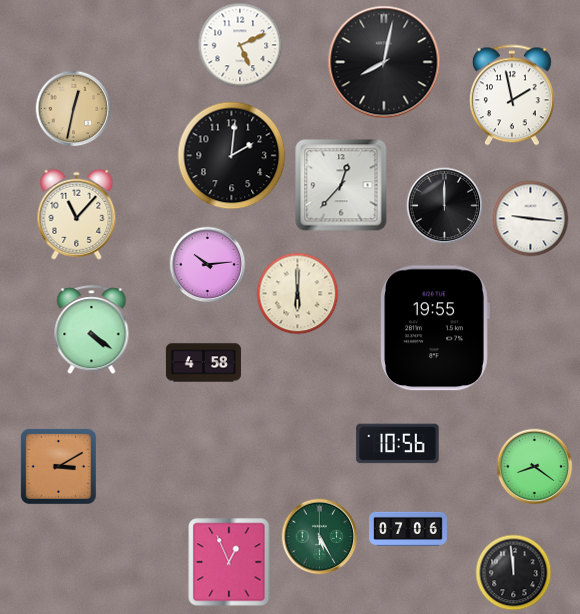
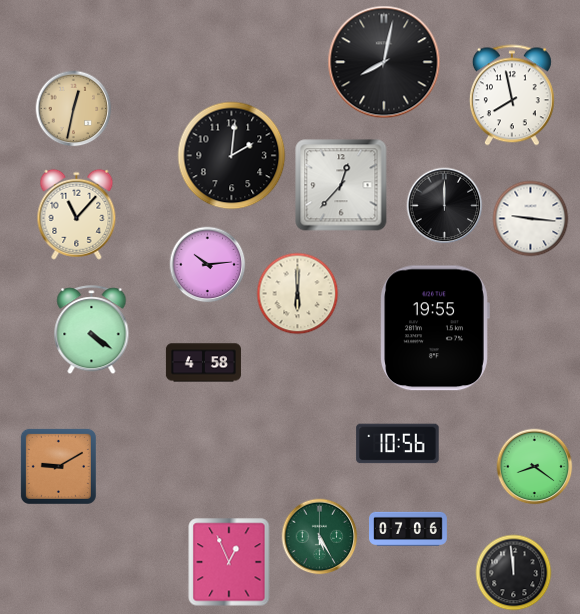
clock at (240, 45): 5:11 -> none
clock at (512, 95): 1:58 -> 7:58
clock at (58, 466): 3:10 -> 9:10
